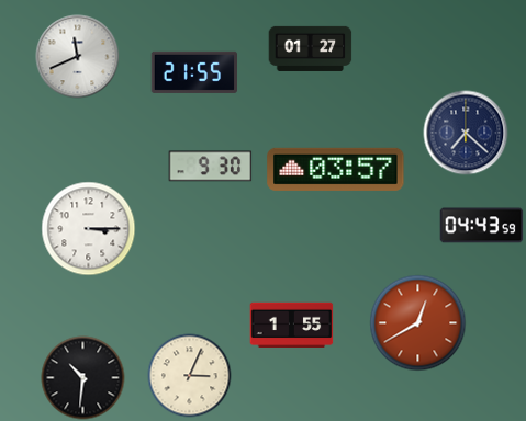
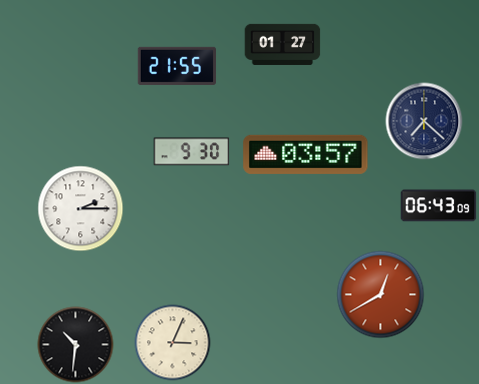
clock at (78, 57): 11:41 -> none
clock at (482, 226): 04:43 -> 06:43
clock at (89, 229): 3:15 -> 2:15
clock at (292, 326): 1:55 -> none
